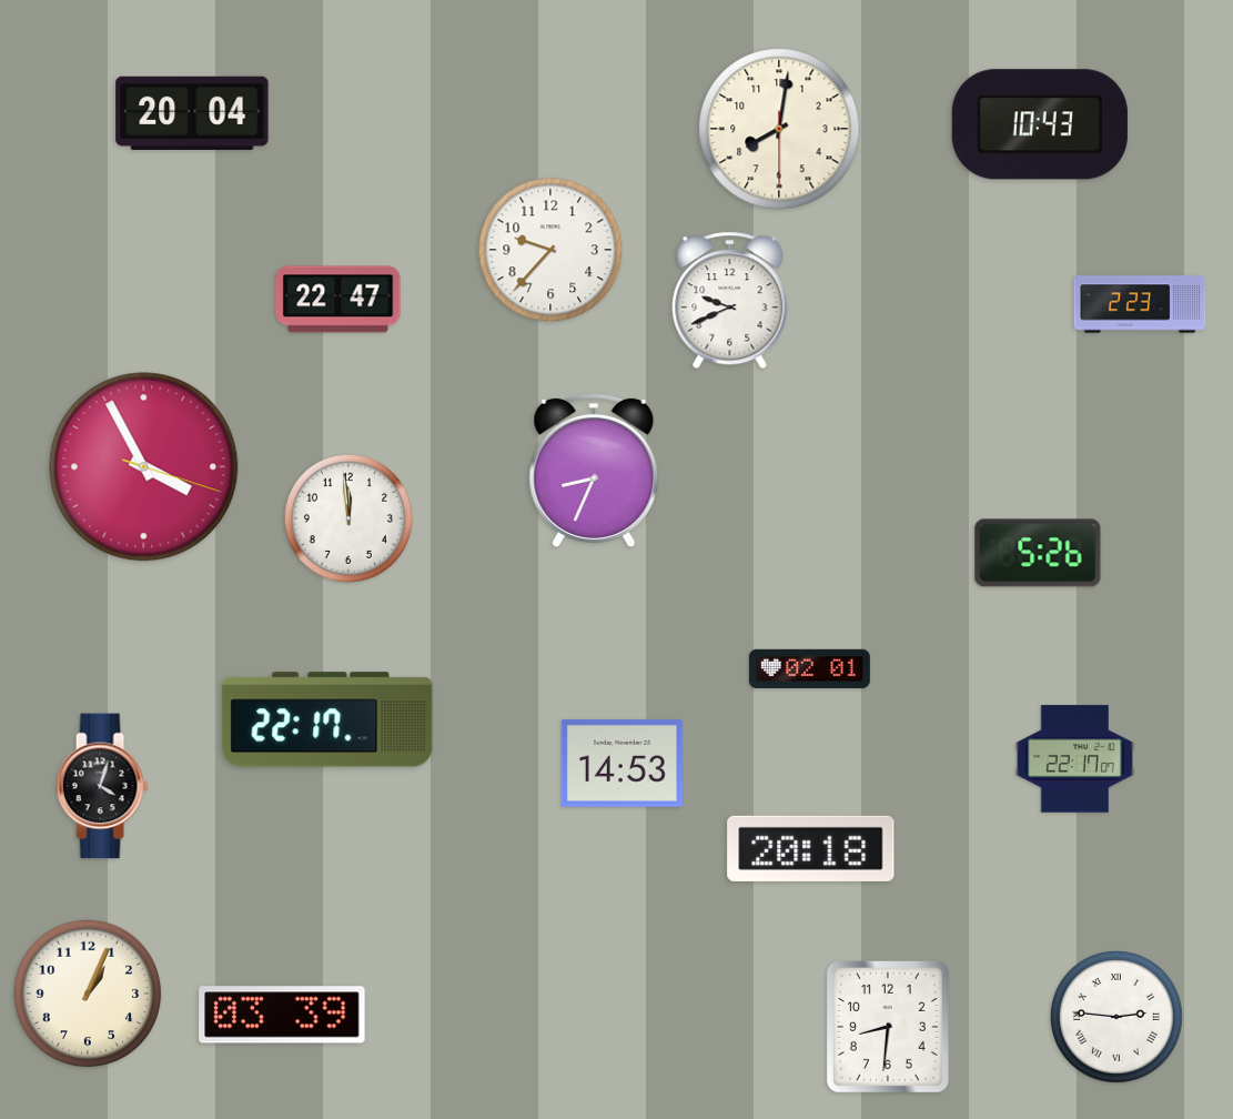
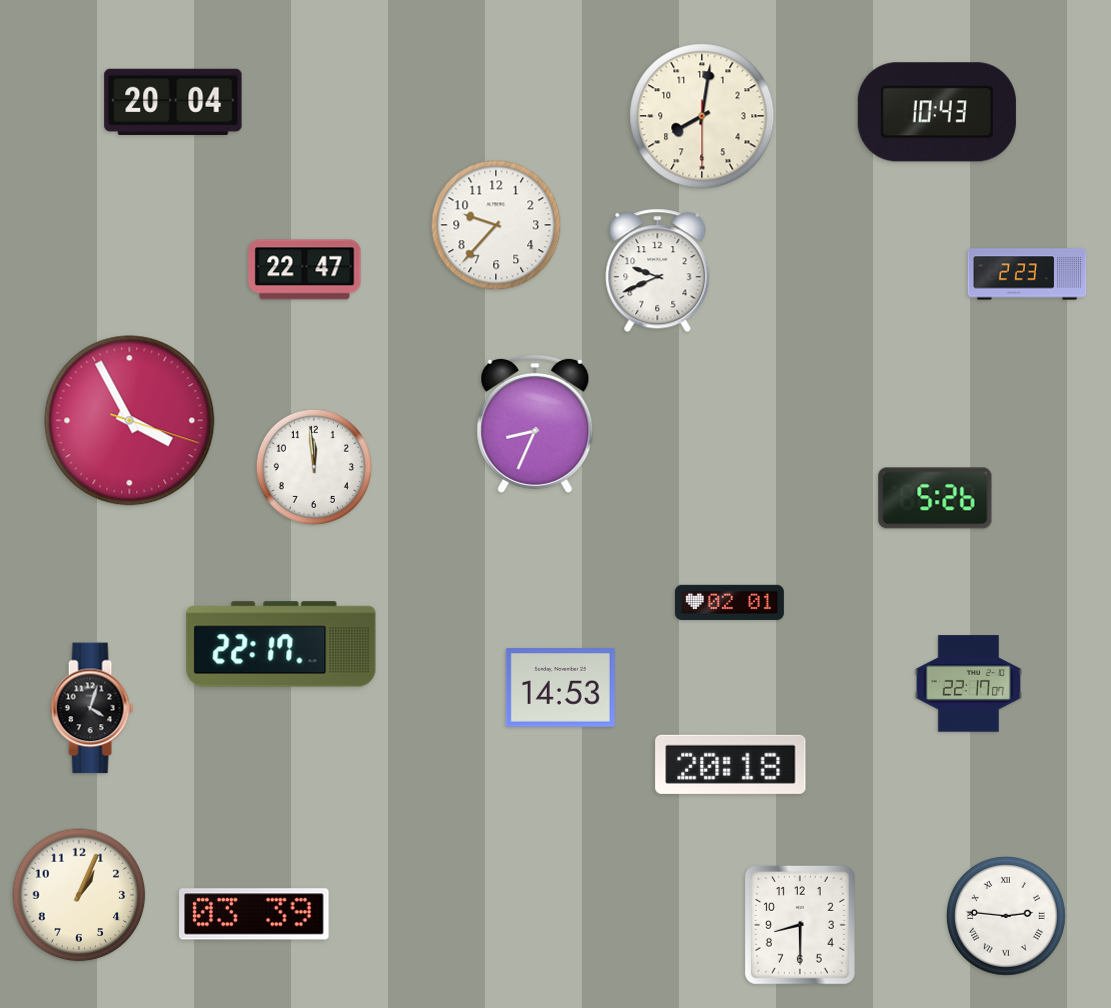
clock at (327, 719) position: (327, 719) -> (281, 644)
clock at (888, 1027): 8:31 -> 8:30
